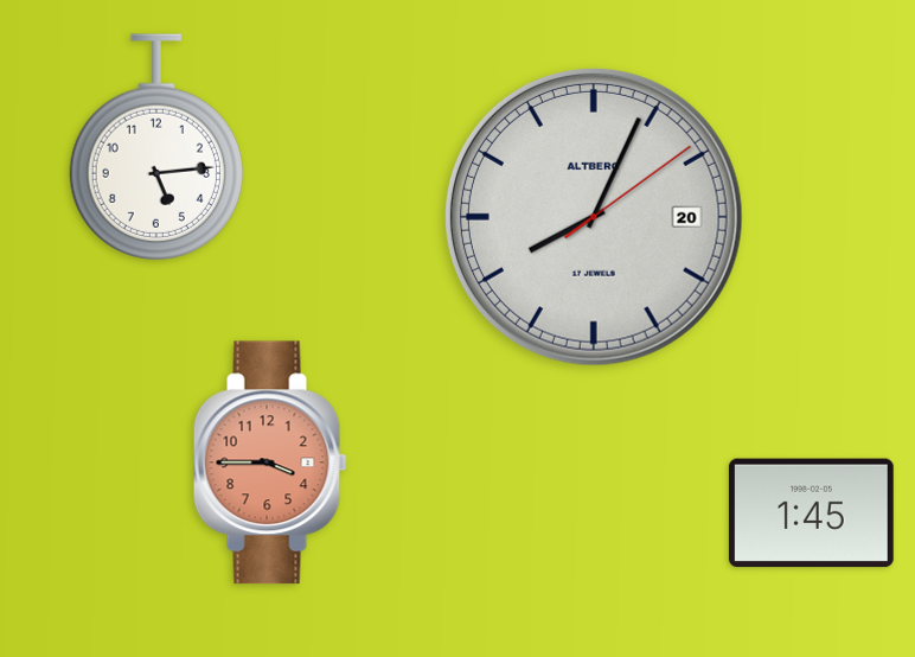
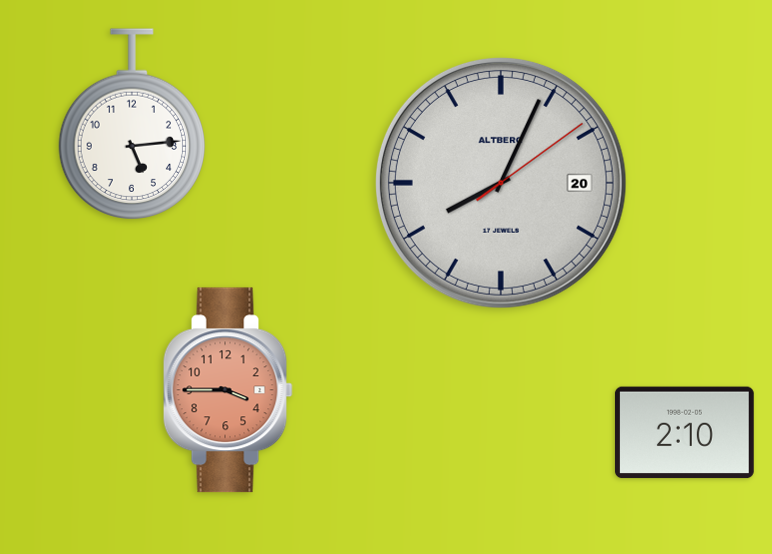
clock at (811, 514): 1:45 -> 2:10
